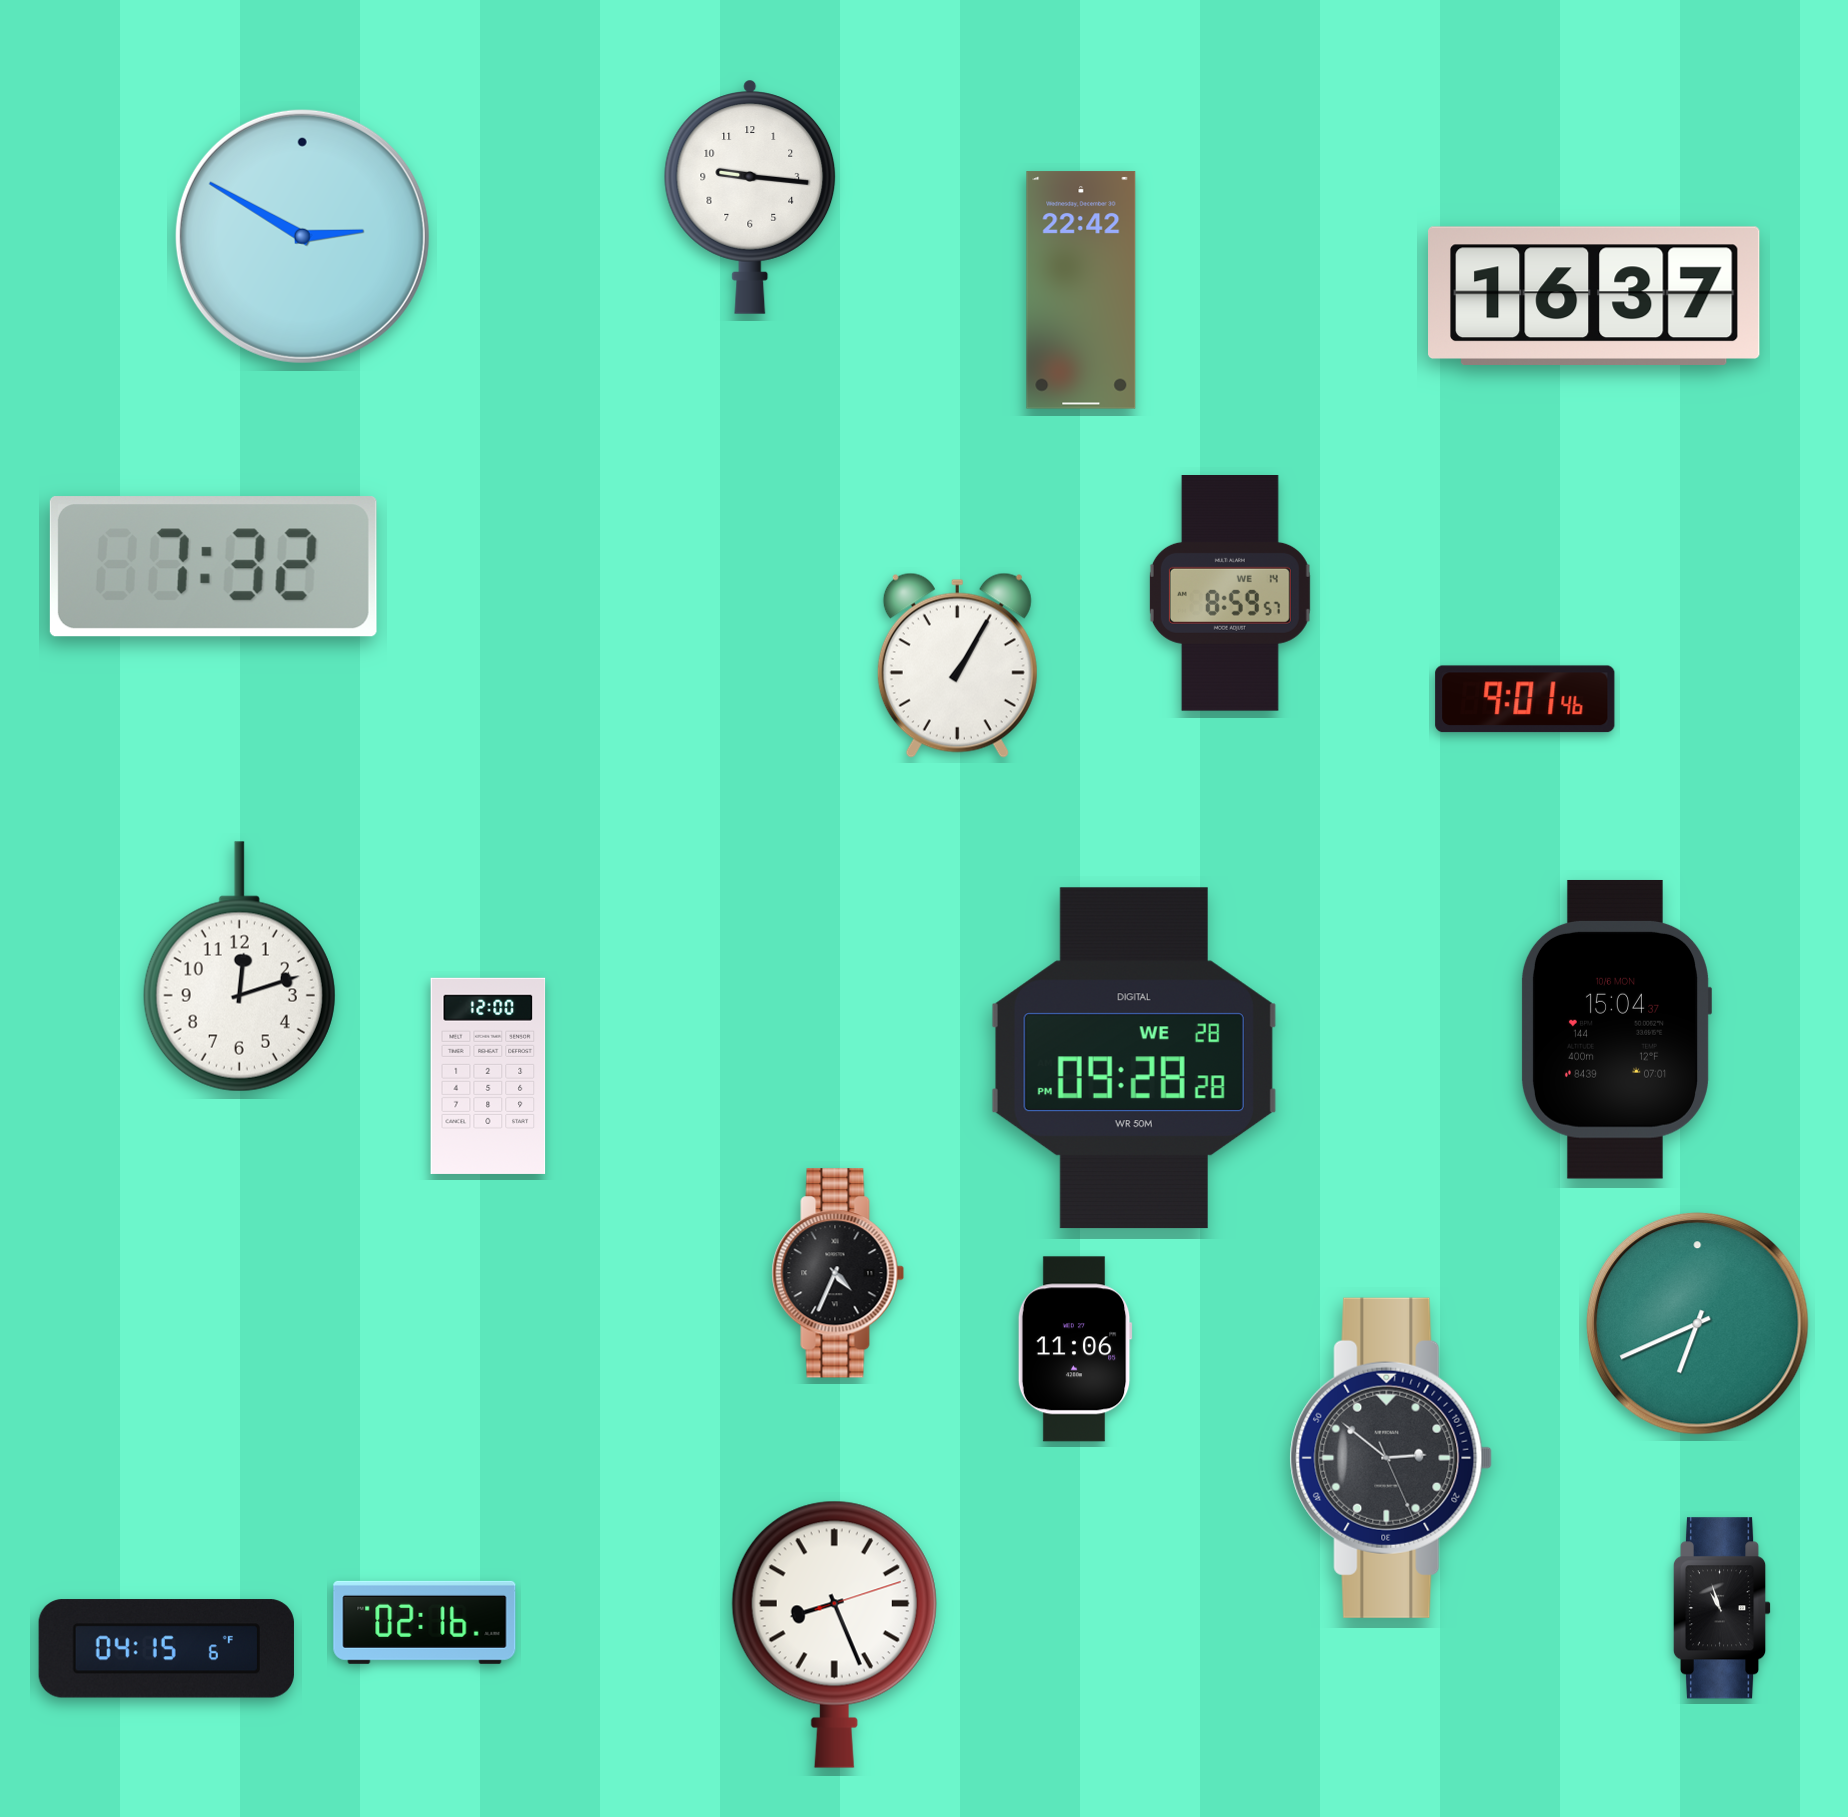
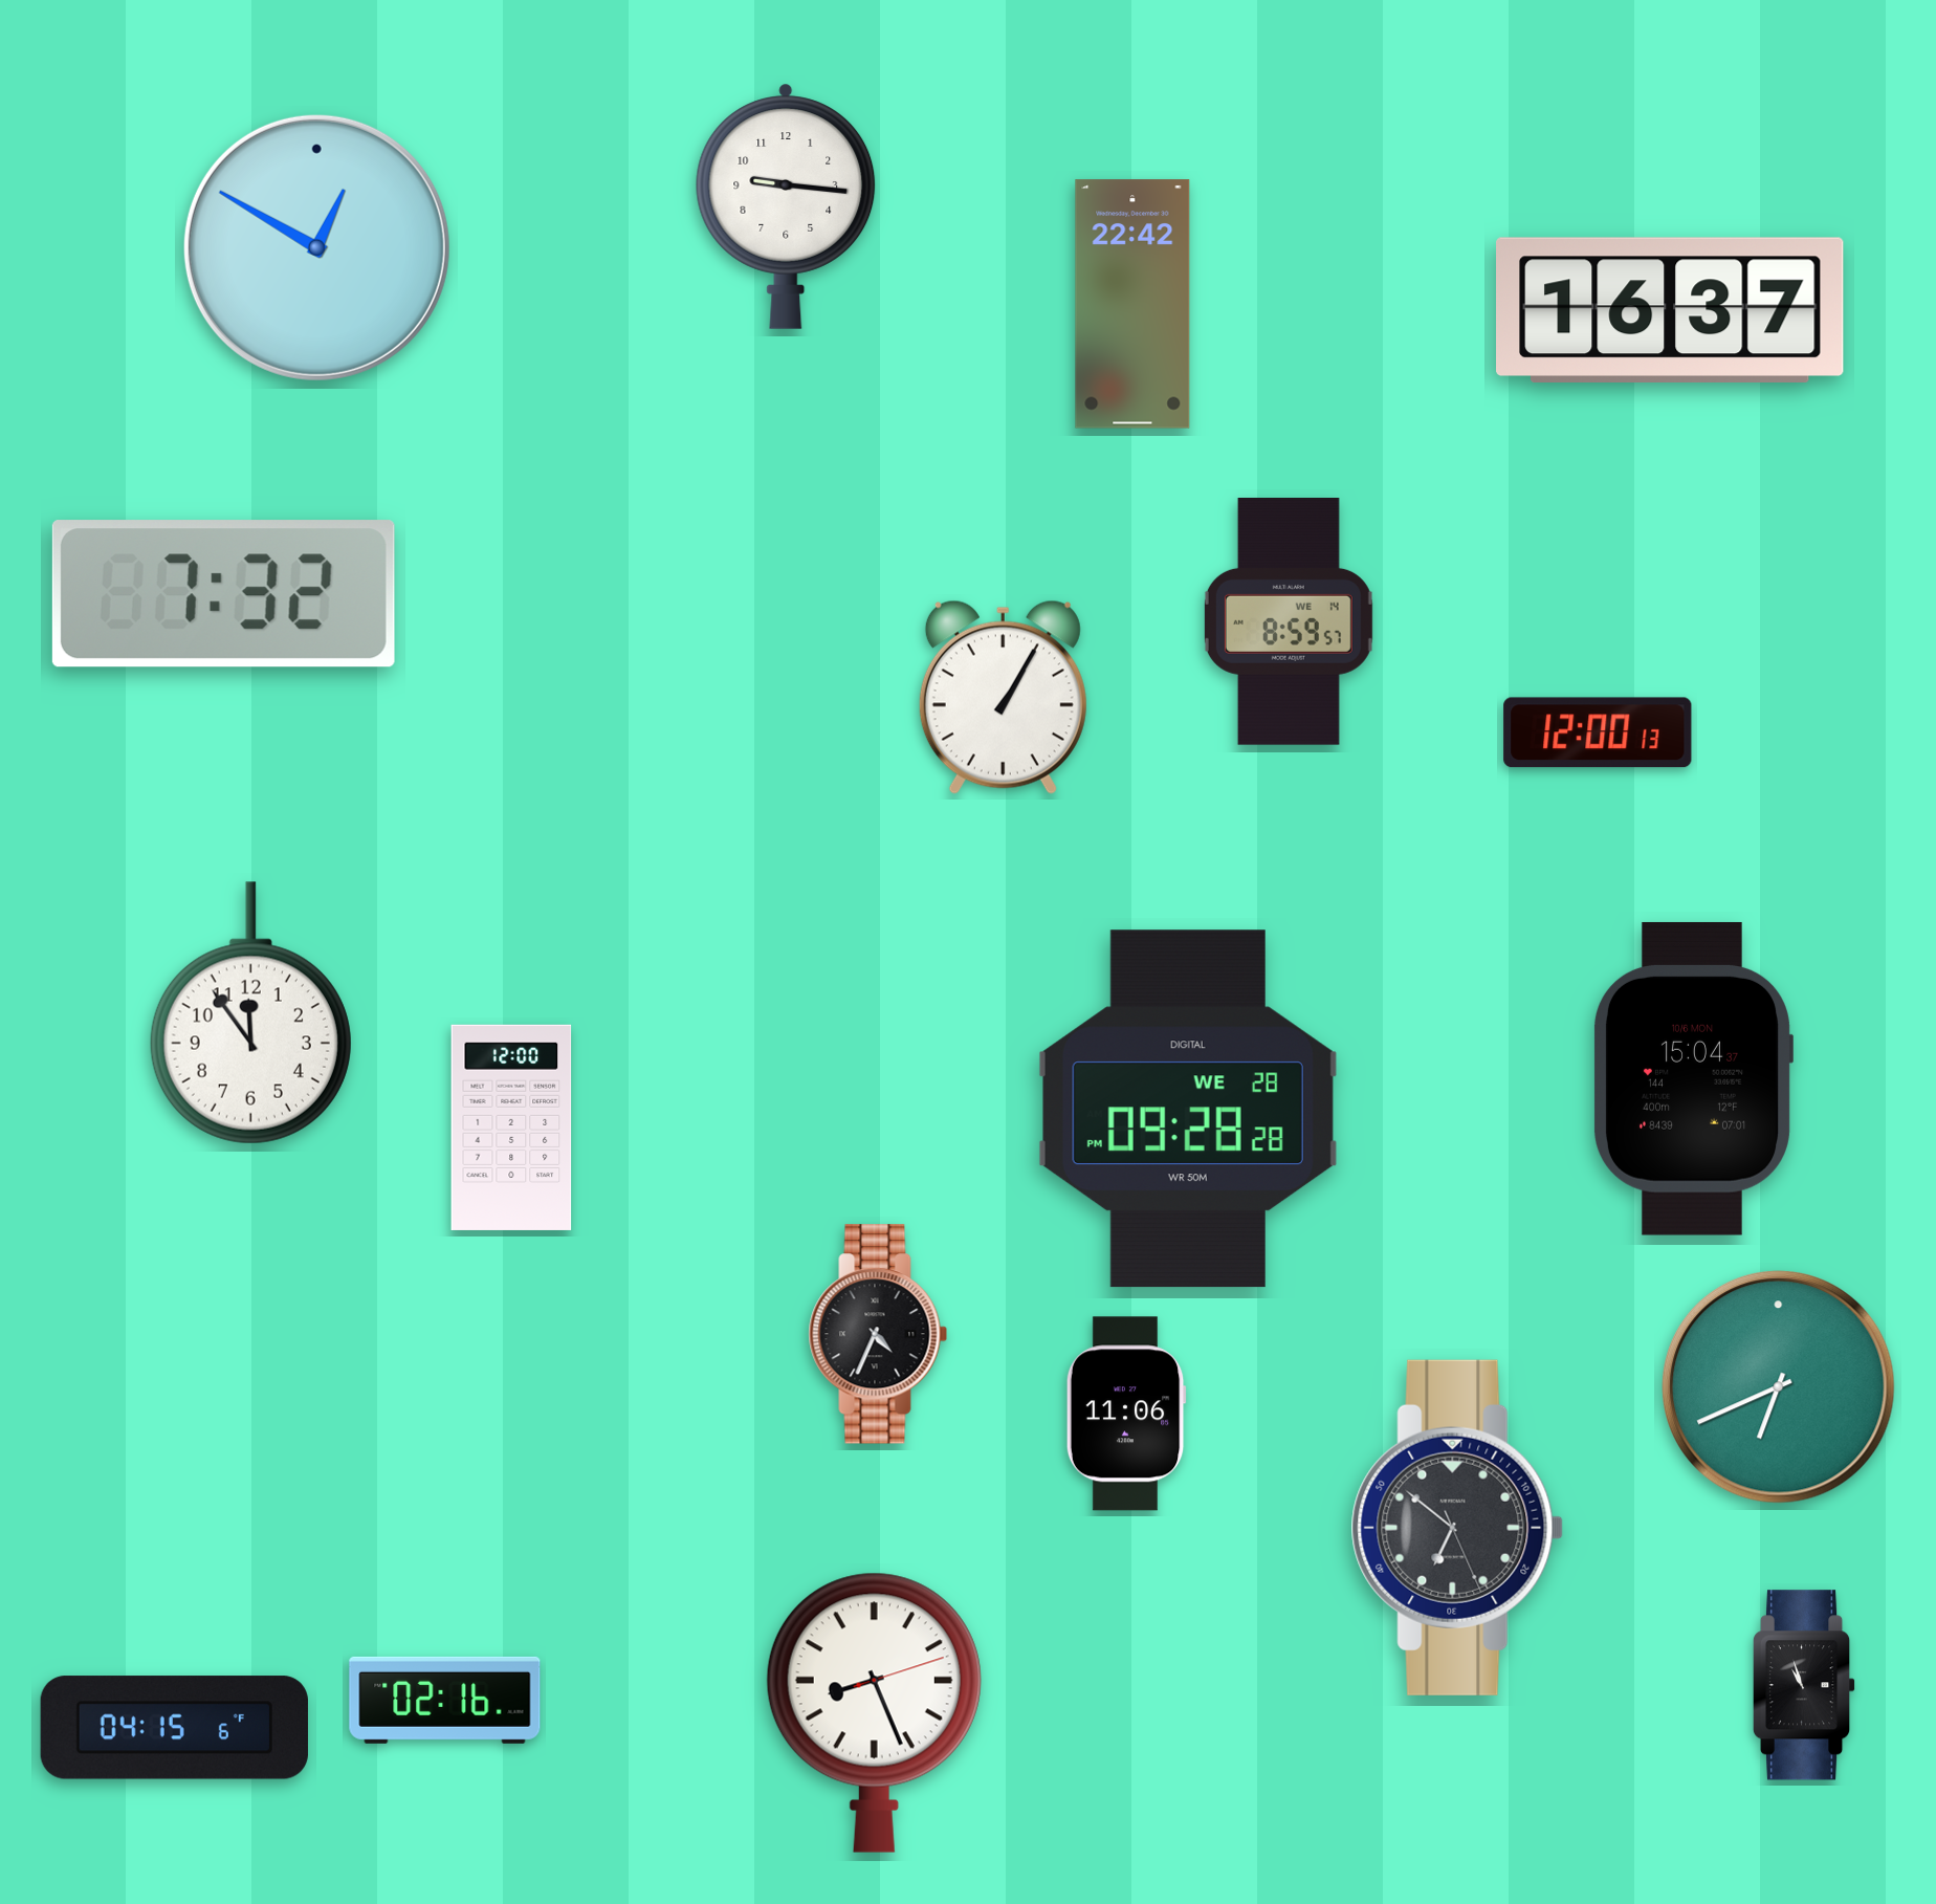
clock at (302, 236): 2:50 -> 12:50
clock at (1525, 699): 9:01 -> 12:00
clock at (239, 967): 12:12 -> 11:54
clock at (1391, 1458): 2:51 -> 6:51
